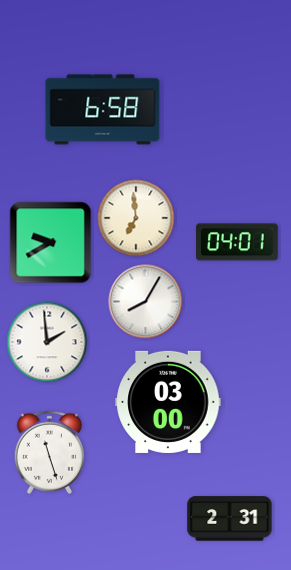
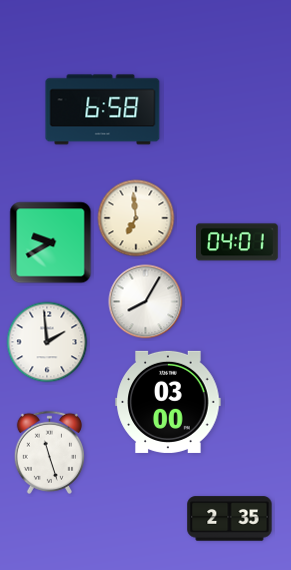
clock at (230, 519): 2:31 -> 2:35
